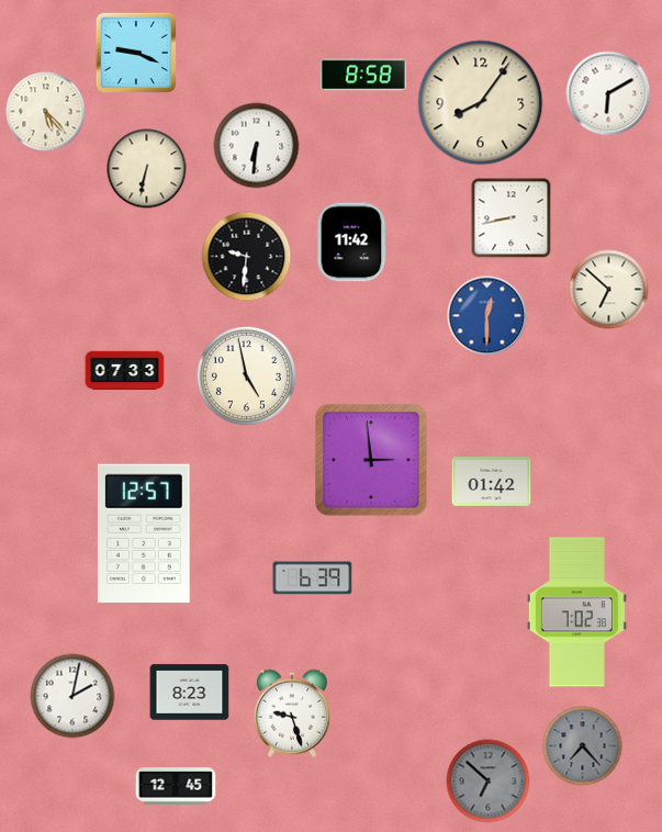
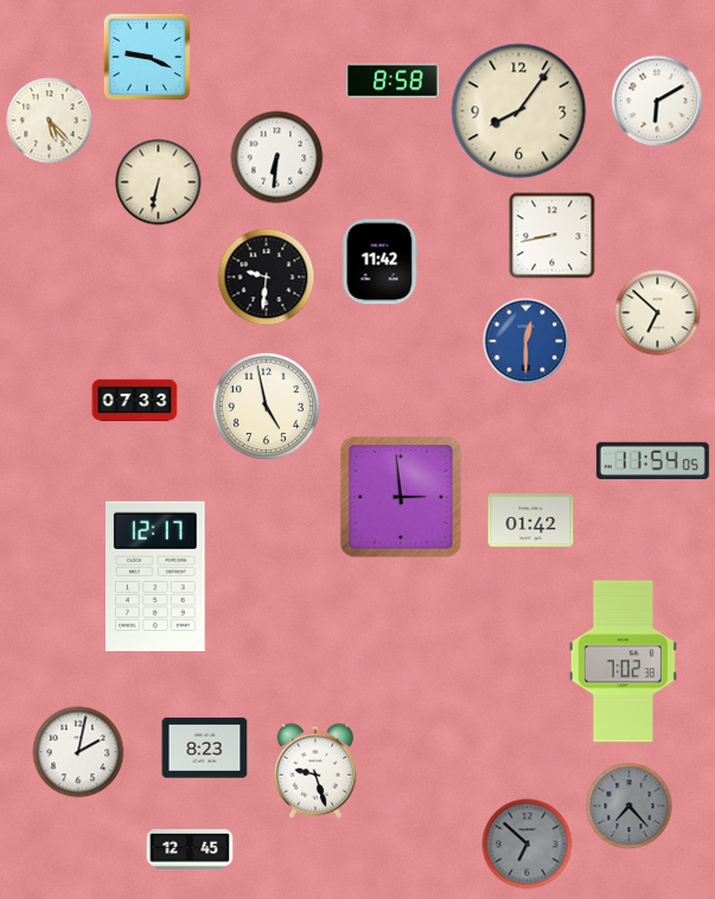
clock at (652, 460): none -> 11:54
clock at (144, 533): 12:57 -> 12:17
clock at (313, 578): 6:39 -> none
